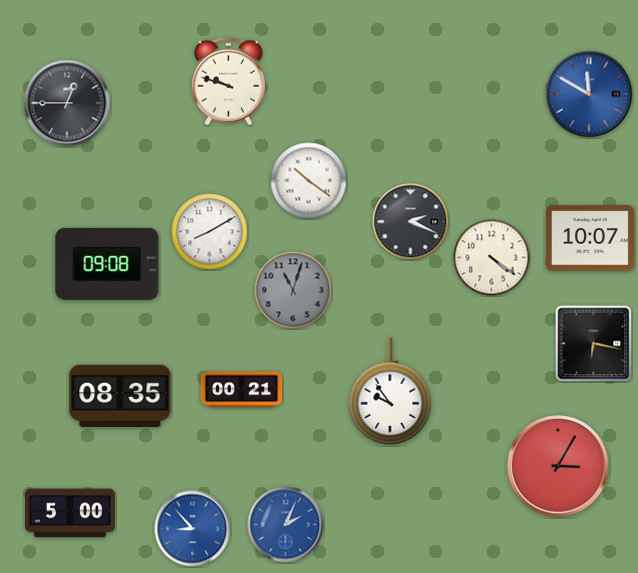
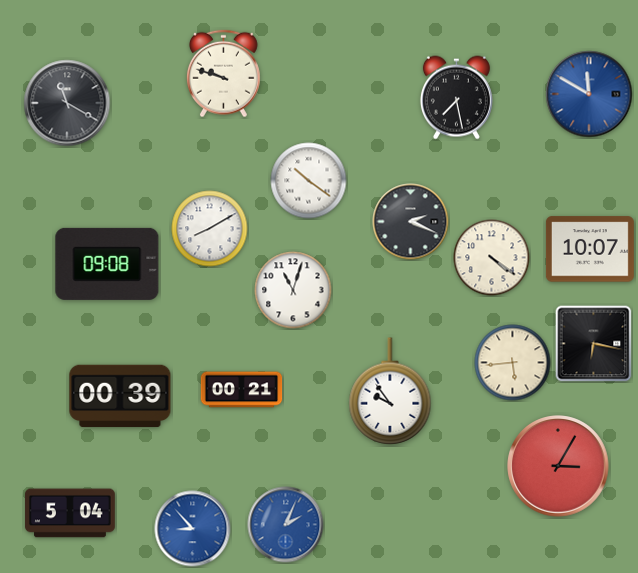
clock at (228, 82) position: (228, 82) -> (223, 74)
clock at (456, 98): none -> 7:28
clock at (67, 103): 12:45 -> 11:20
clock at (210, 232) position: (210, 232) -> (210, 229)
clock at (590, 238) position: (590, 238) -> (590, 249)
clock at (293, 290) dial: grey -> white
clock at (513, 363): none -> 5:44
clock at (120, 396): 08:35 -> 00:39
clock at (70, 513): 5:00 -> 5:04
